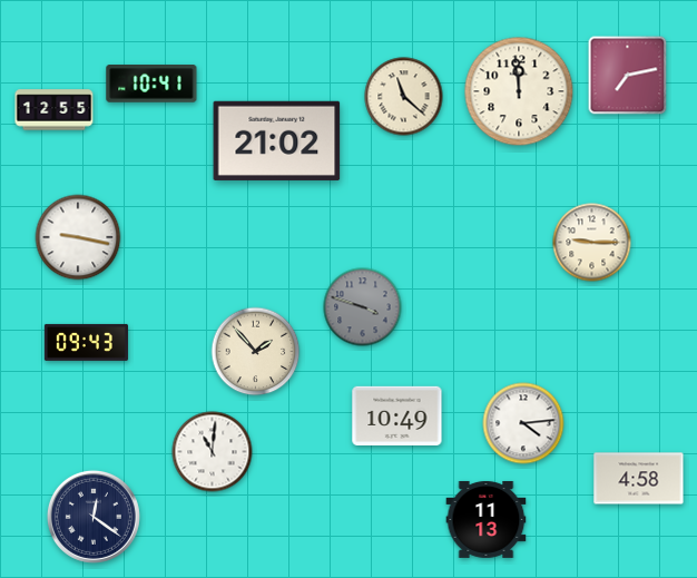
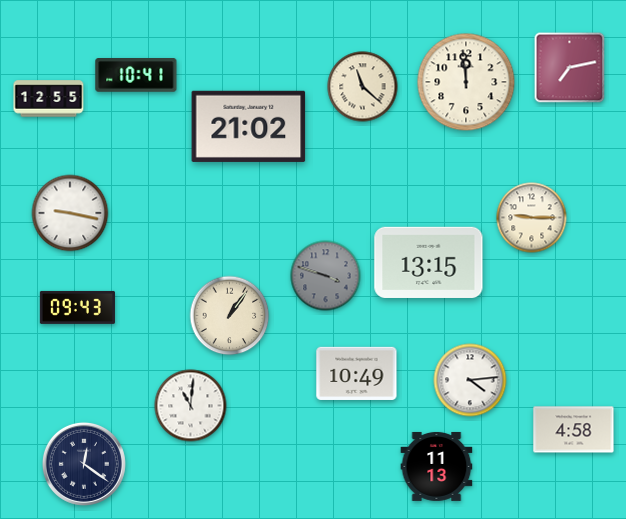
clock at (628, 76) position: (628, 76) -> (570, 68)
clock at (429, 262): none -> 13:15
clock at (256, 352): 1:53 -> 1:06
